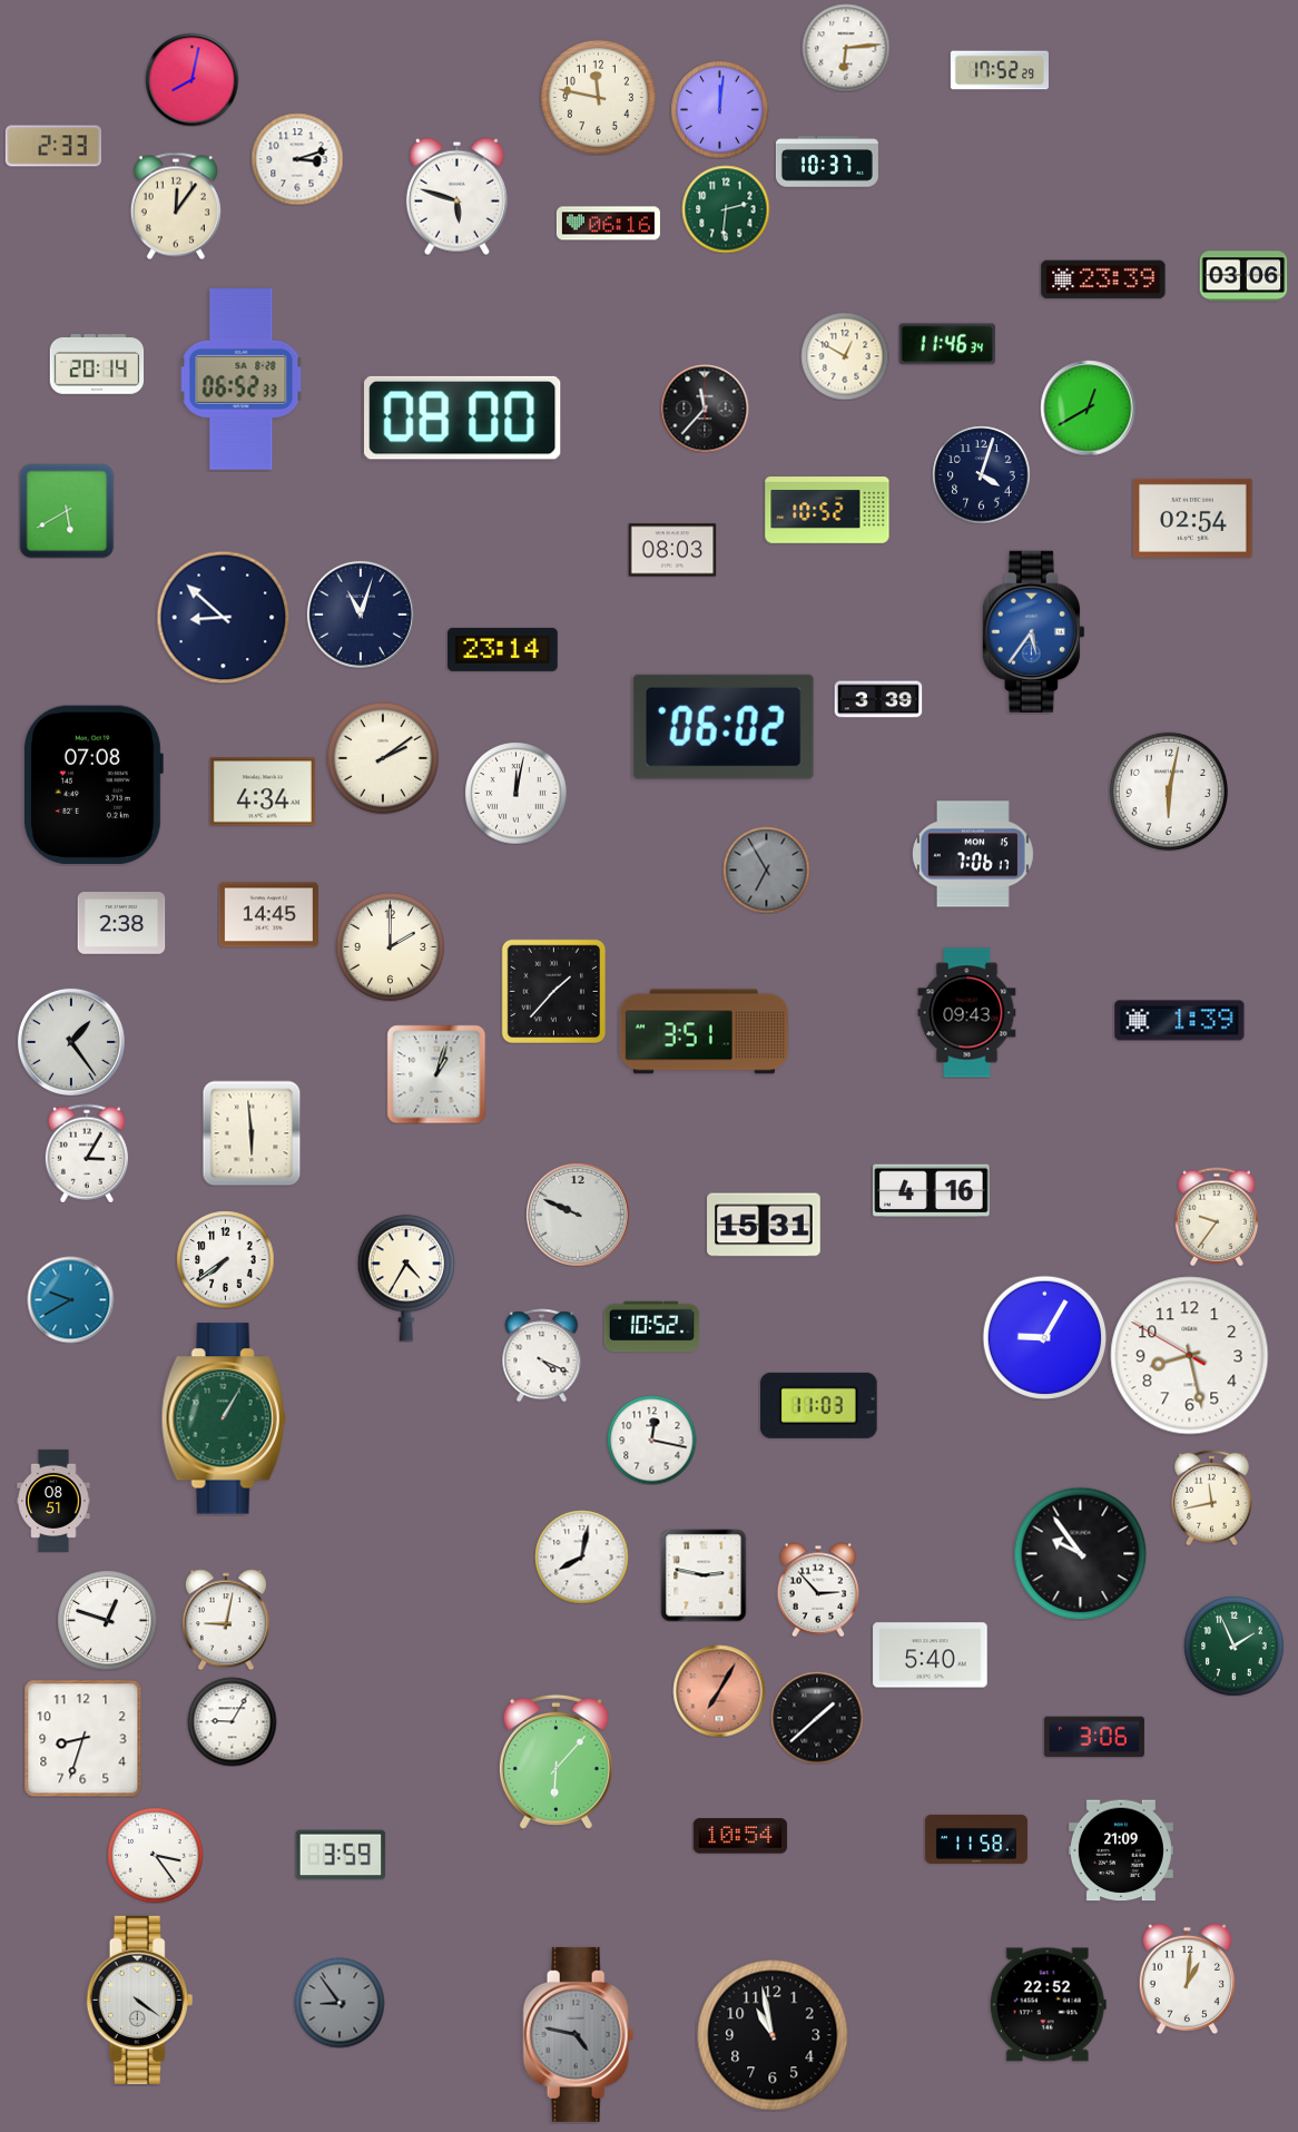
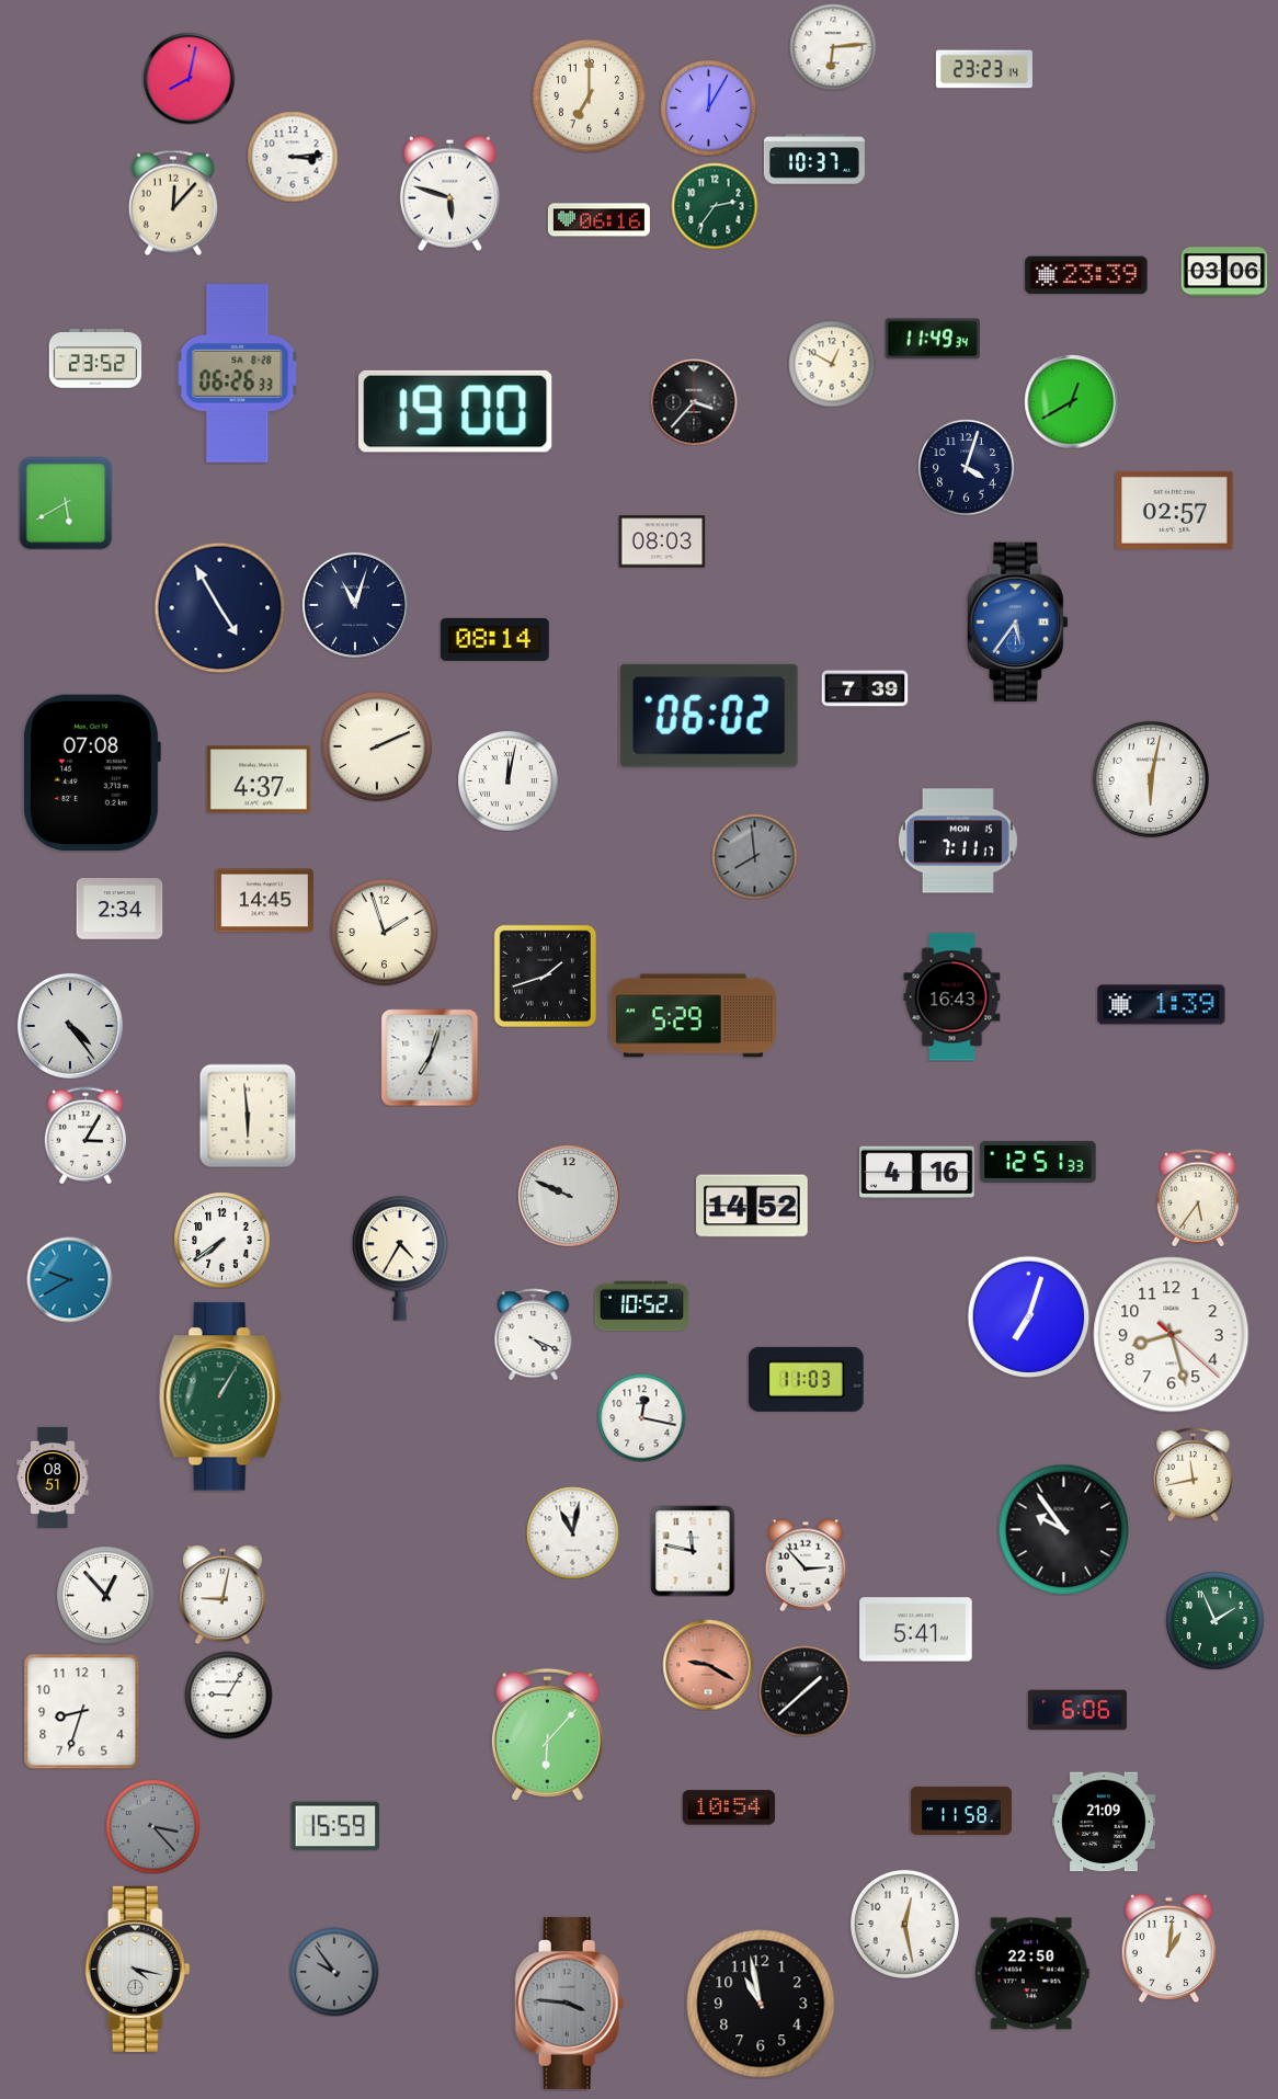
clock at (1000, 70): 17:52 -> 23:23
clock at (598, 97): 11:47 -> 7:00
clock at (719, 109): 12:01 -> 12:05
clock at (52, 146): 2:33 -> none
clock at (297, 159): 3:12 -> 3:14
clock at (176, 206): 12:06 -> 12:07
clock at (726, 209): 2:31 -> 2:36
clock at (947, 344): 11:46 -> 11:49
clock at (845, 356) position: (845, 356) -> (832, 364)
clock at (97, 365): 20:14 -> 23:52
clock at (242, 380): 06:52 -> 06:26
clock at (705, 409): 11:37 -> 3:37
clock at (463, 417): 08:00 -> 19:00
clock at (827, 510): 10:52 -> none
clock at (1193, 518): 02:54 -> 02:57
clock at (223, 617): 8:52 -> 4:55
clock at (503, 649): 23:14 -> 08:14
clock at (878, 699): 3:39 -> 7:39
clock at (724, 727) position: (724, 727) -> (709, 716)
clock at (383, 758): 2:09 -> 2:11
clock at (263, 792): 4:34 -> 4:37
clock at (973, 854): 7:06 -> 7:11
clock at (766, 869): 6:55 -> 7:59
clock at (121, 923): 2:38 -> 2:34
clock at (390, 946): 2:00 -> 1:57
clock at (553, 991): 1:37 -> 1:42
clock at (967, 1013): 09:43 -> 16:43
clock at (704, 1032): 3:51 -> 5:29
clock at (71, 1042): 1:24 -> 4:24
clock at (436, 1074): 1:03 -> 7:03
clock at (1038, 1162): none -> 12:51
clock at (1217, 1217): 9:36 -> 5:36
clock at (764, 1225): 15:31 -> 14:52
clock at (1044, 1337): 9:05 -> 7:03
clock at (1190, 1356): 8:27:50 -> 8:27:22
clock at (819, 1405) position: (819, 1405) -> (807, 1379)
clock at (581, 1556): 8:02 -> 11:02
clock at (704, 1575): 2:47 -> 11:47
clock at (107, 1620): 12:48 -> 12:53
clock at (931, 1656): 5:40 -> 5:41
clock at (719, 1691): 7:05 -> 9:20
clock at (1094, 1737): 3:06 -> 6:06
clock at (155, 1855): 3:24 -> 3:23
clock at (155, 1855) dial: white -> grey
clock at (341, 1855): 3:59 -> 15:59
clock at (904, 1924): none -> 12:28
clock at (140, 2000): 4:21 -> 4:17
clock at (340, 2003): 8:54 -> 9:54
clock at (1048, 2005): 22:52 -> 22:50
clock at (579, 2034): 4:47 -> 3:46
